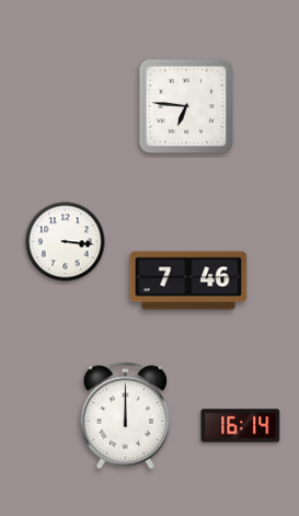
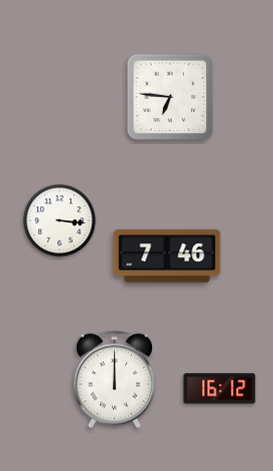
clock at (188, 280) position: (188, 280) -> (167, 256)
clock at (241, 426): 16:14 -> 16:12
